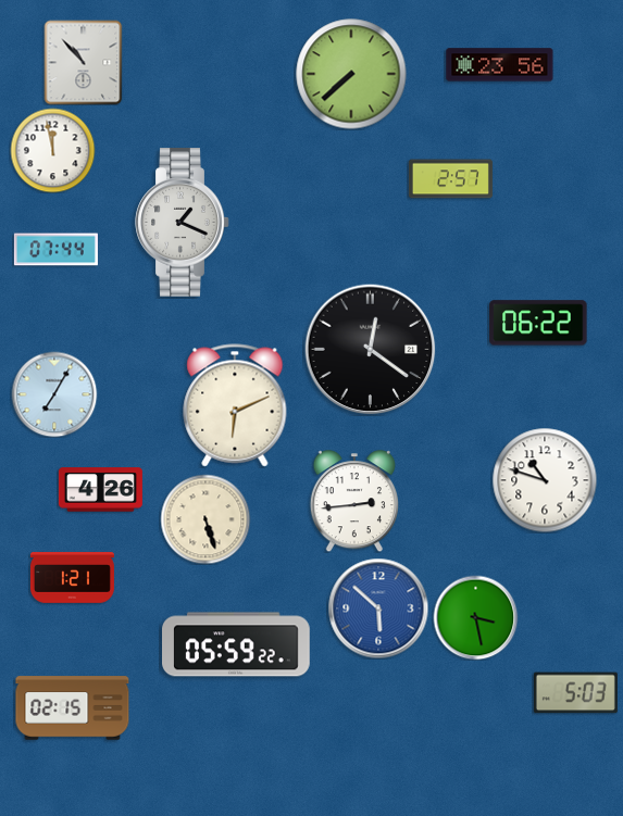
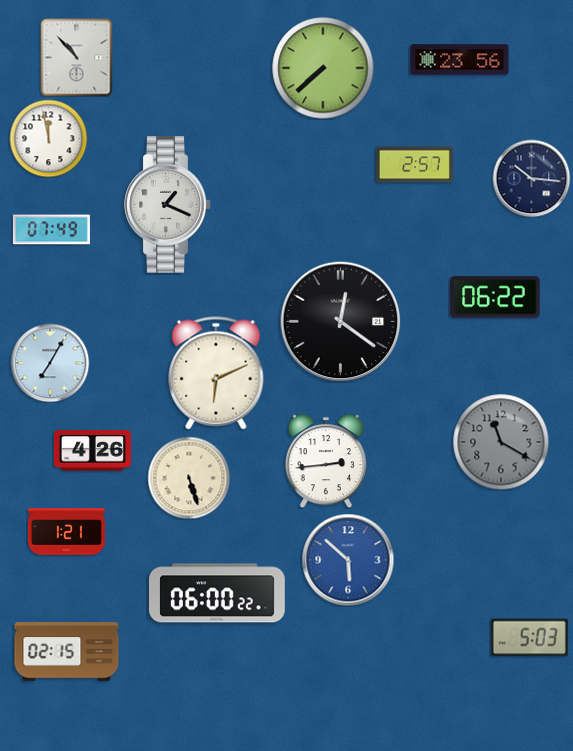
clock at (531, 178): none -> 10:16
clock at (55, 250): 07:44 -> 07:49
clock at (545, 480): 10:48 -> 11:20
clock at (545, 480) dial: white -> grey
clock at (475, 617): 3:28 -> none
clock at (237, 644): 05:59 -> 06:00
